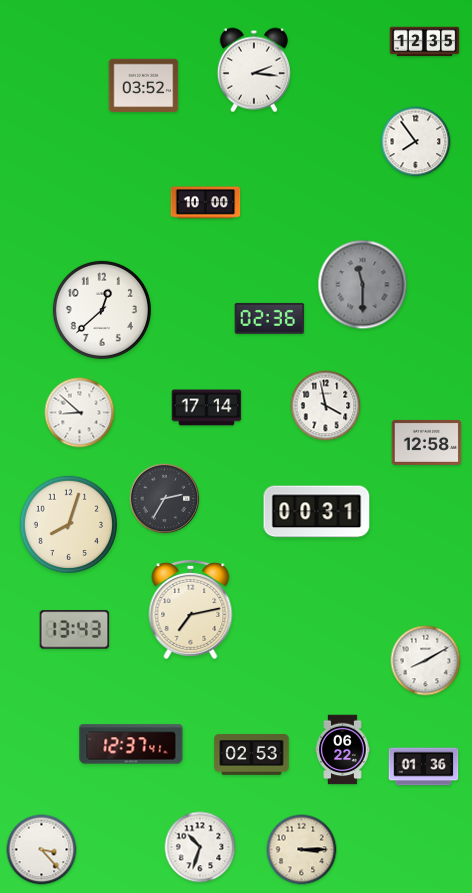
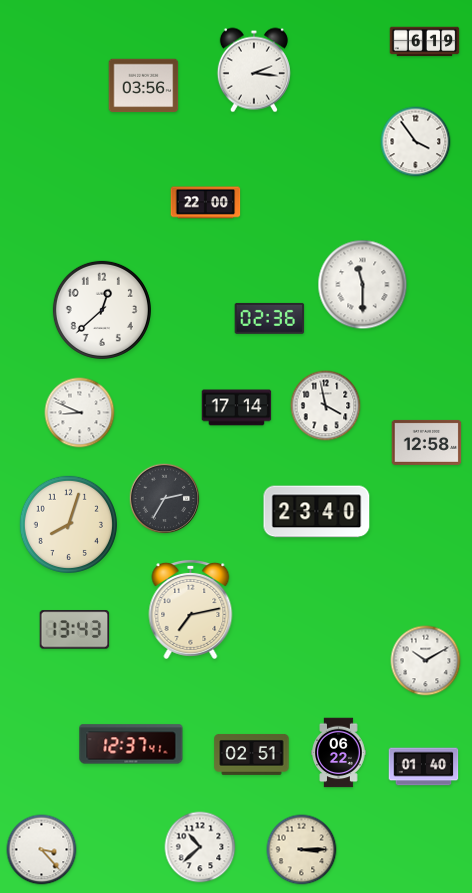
clock at (425, 42): 12:35 -> 6:19
clock at (144, 86): 03:52 -> 03:56
clock at (416, 142): 7:54 -> 3:54
clock at (206, 203): 10:00 -> 22:00
clock at (363, 285) dial: grey -> white
clock at (207, 408) position: (207, 408) -> (237, 408)
clock at (80, 413): 8:52 -> 8:49
clock at (317, 512): 00:31 -> 23:40
clock at (426, 661): 8:10 -> 10:10
clock at (343, 750) position: (343, 750) -> (339, 753)
clock at (252, 754): 02:53 -> 02:51
clock at (424, 767): 01:36 -> 01:40
clock at (200, 847): 10:33 -> 10:38
